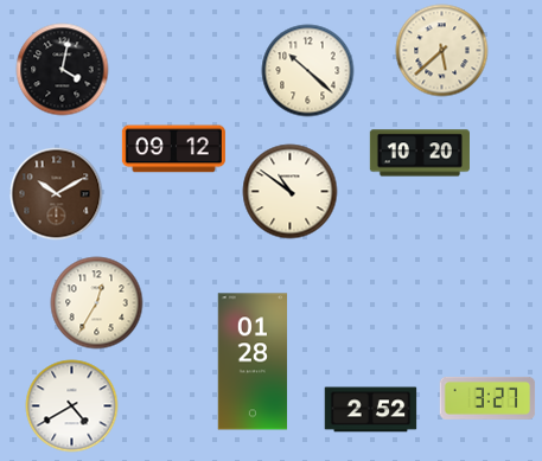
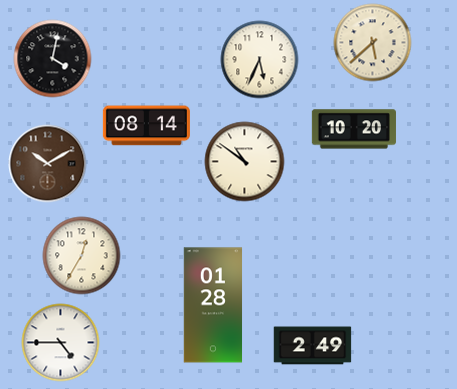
clock at (307, 70): 10:22 -> 5:34
clock at (173, 149): 09:12 -> 08:14
clock at (487, 398): 3:27 -> none
clock at (71, 405): 4:40 -> 4:45
clock at (370, 410): 2:52 -> 2:49
